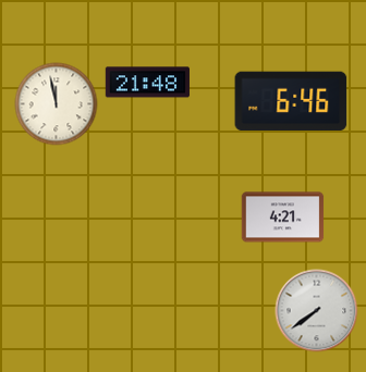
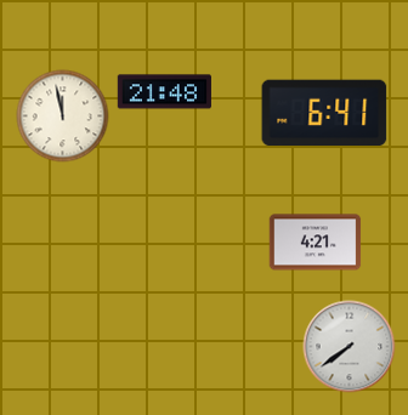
clock at (291, 101): 6:46 -> 6:41
clock at (317, 311) position: (317, 311) -> (350, 347)
